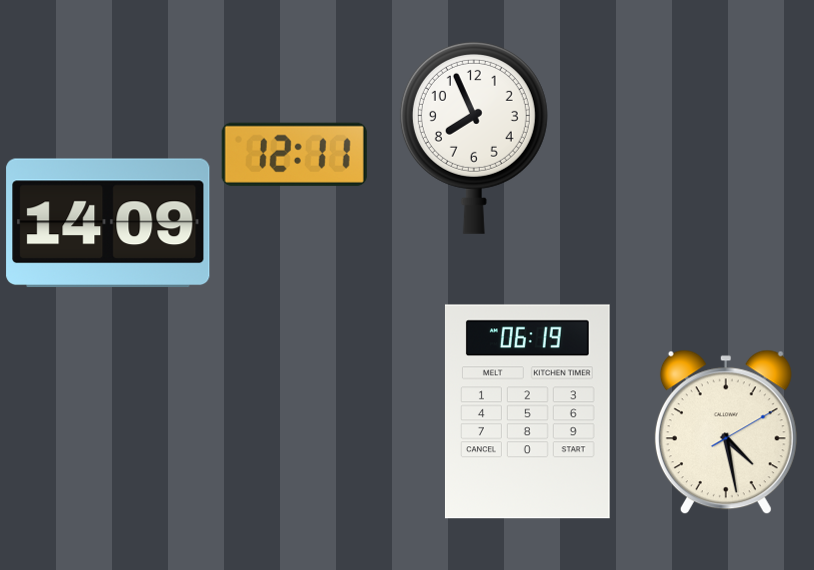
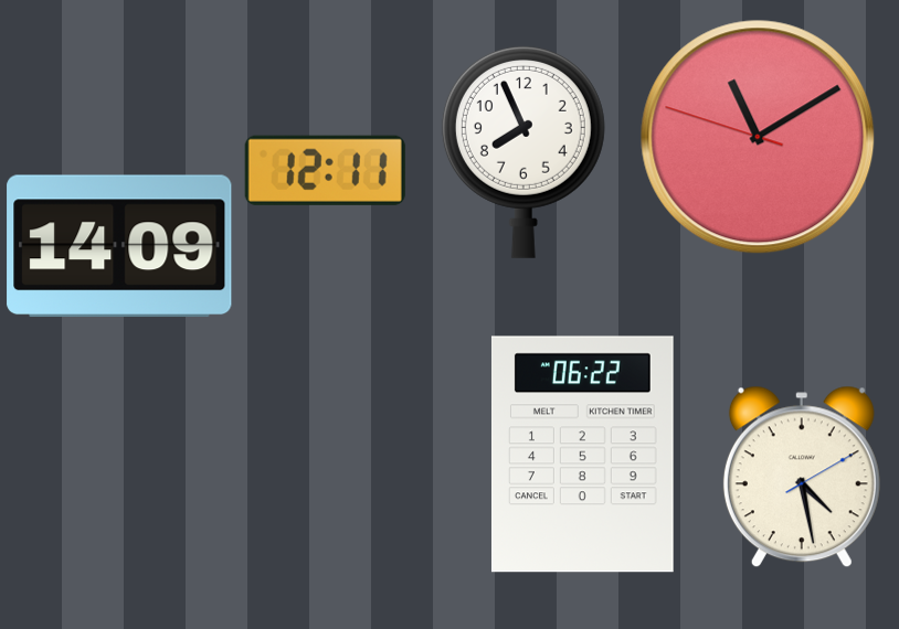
clock at (758, 137): none -> 11:09
clock at (527, 412): 06:19 -> 06:22
